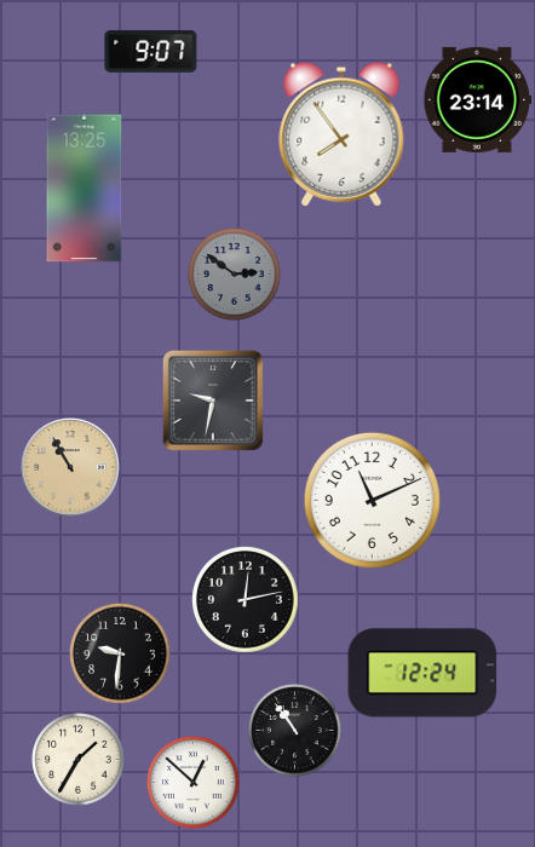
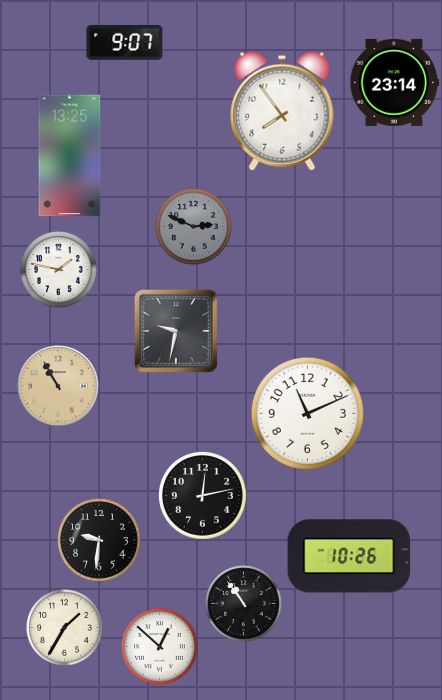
clock at (235, 275): 2:51 -> 2:49
clock at (59, 270): none -> 1:47
clock at (422, 673): 12:24 -> 10:26
